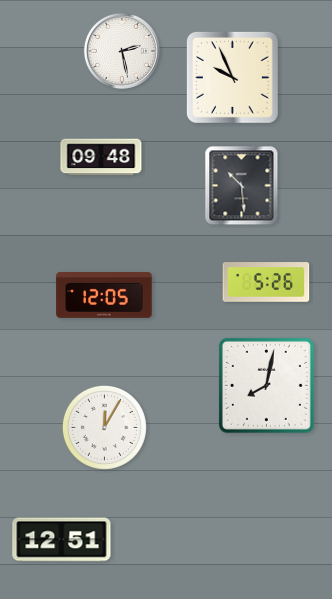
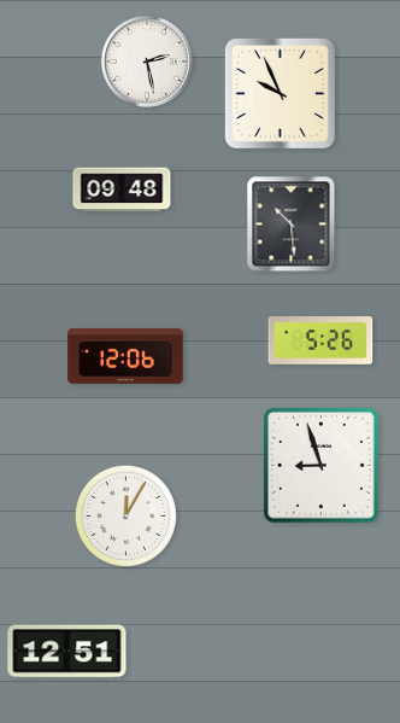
clock at (104, 295): 12:05 -> 12:06
clock at (266, 385): 8:02 -> 8:57
clock at (62, 540) position: (62, 540) -> (67, 652)
